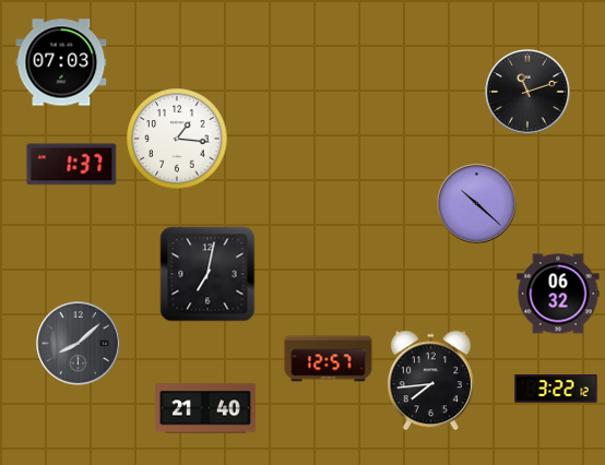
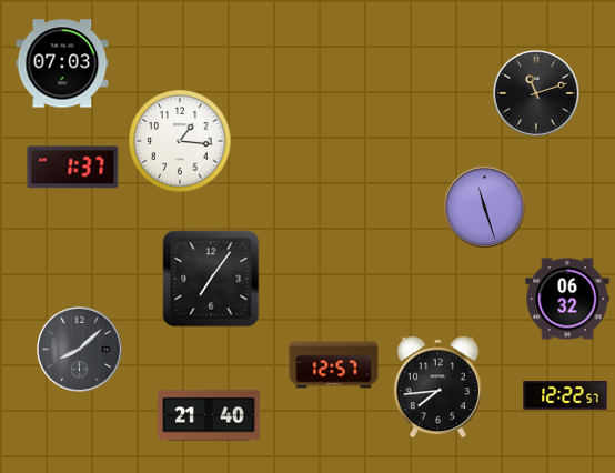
clock at (477, 204): 10:22 -> 11:27
clock at (207, 274): 7:02 -> 7:06
clock at (556, 389): 3:22 -> 12:22
